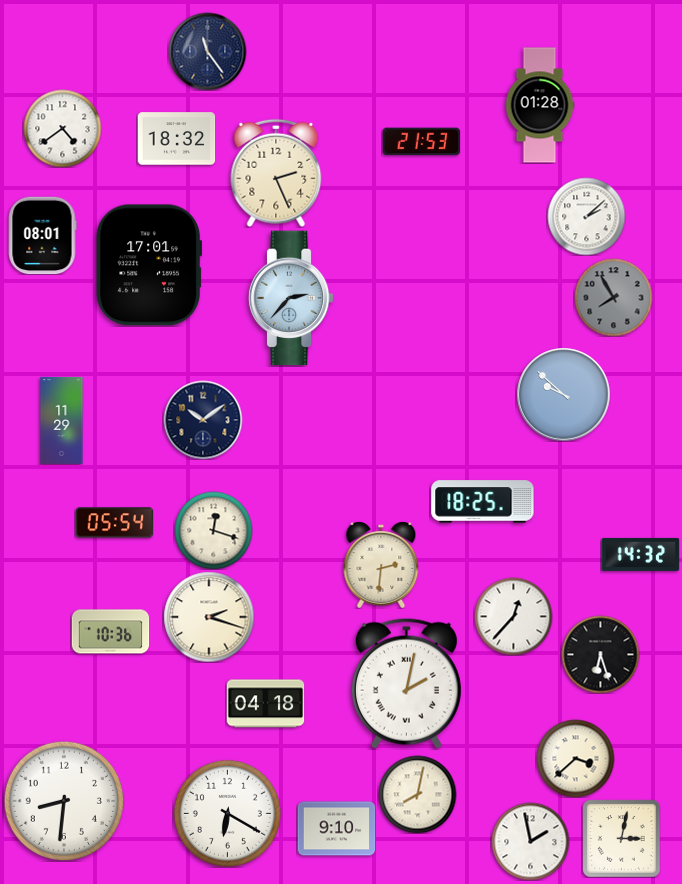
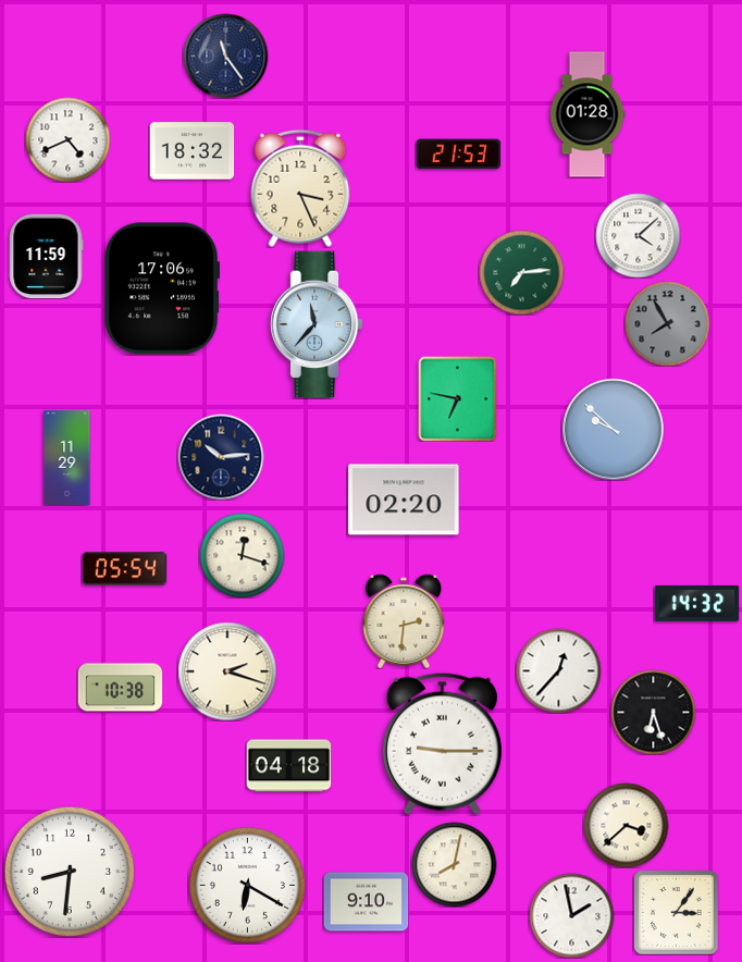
clock at (62, 128): 4:39 -> 4:41
clock at (276, 173): 2:26 -> 3:26
clock at (586, 216): 2:08 -> 4:08
clock at (42, 235): 08:01 -> 11:59
clock at (521, 272): none -> 7:14
clock at (149, 265): 17:01 -> 17:06
clock at (291, 298): 2:37 -> 11:37
clock at (458, 398): none -> 6:47
clock at (203, 420): 10:09 -> 10:14
clock at (404, 499): none -> 02:20
clock at (483, 502): 18:25 -> none
clock at (213, 530) position: (213, 530) -> (242, 555)
clock at (381, 565) position: (381, 565) -> (404, 621)
clock at (110, 632): 10:36 -> 10:38
clock at (406, 683): 2:02 -> 9:15
clock at (621, 838): 3:02 -> 3:06
clock at (530, 841) position: (530, 841) -> (571, 915)
